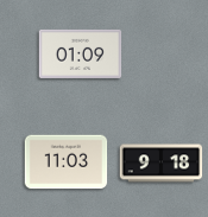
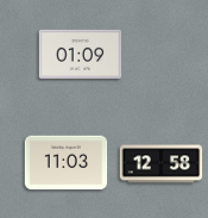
clock at (162, 164): 9:18 -> 12:58
